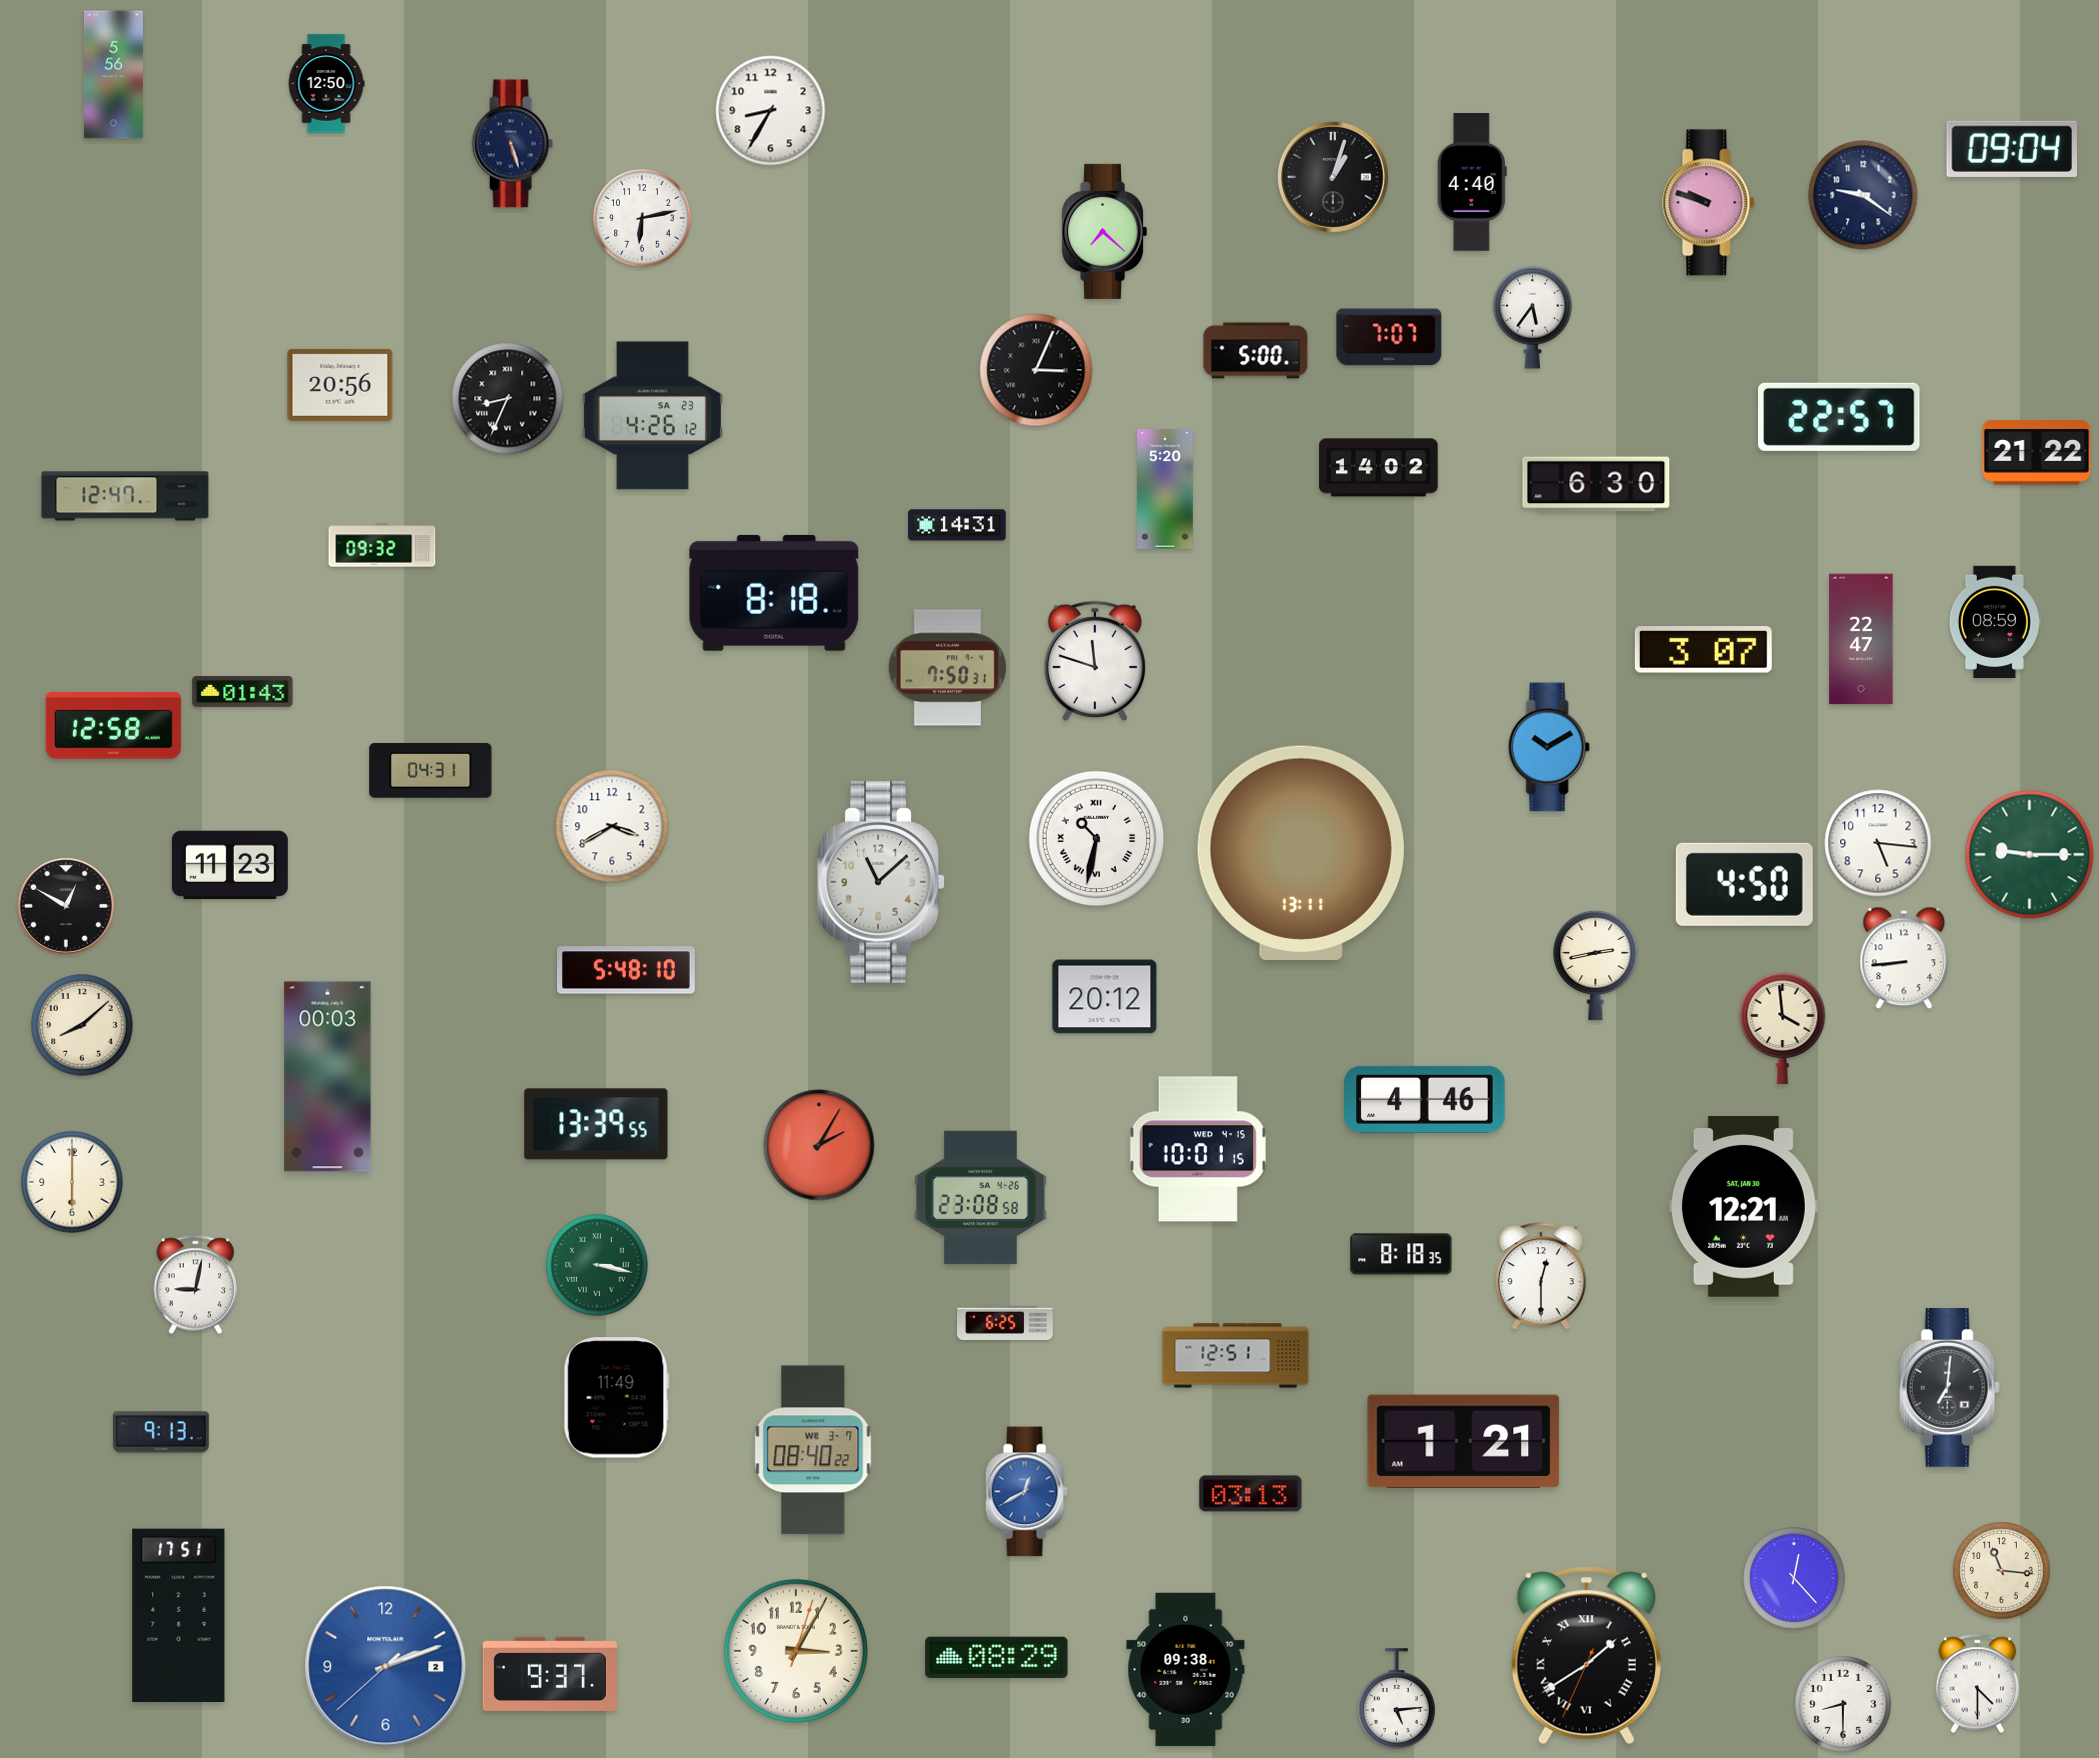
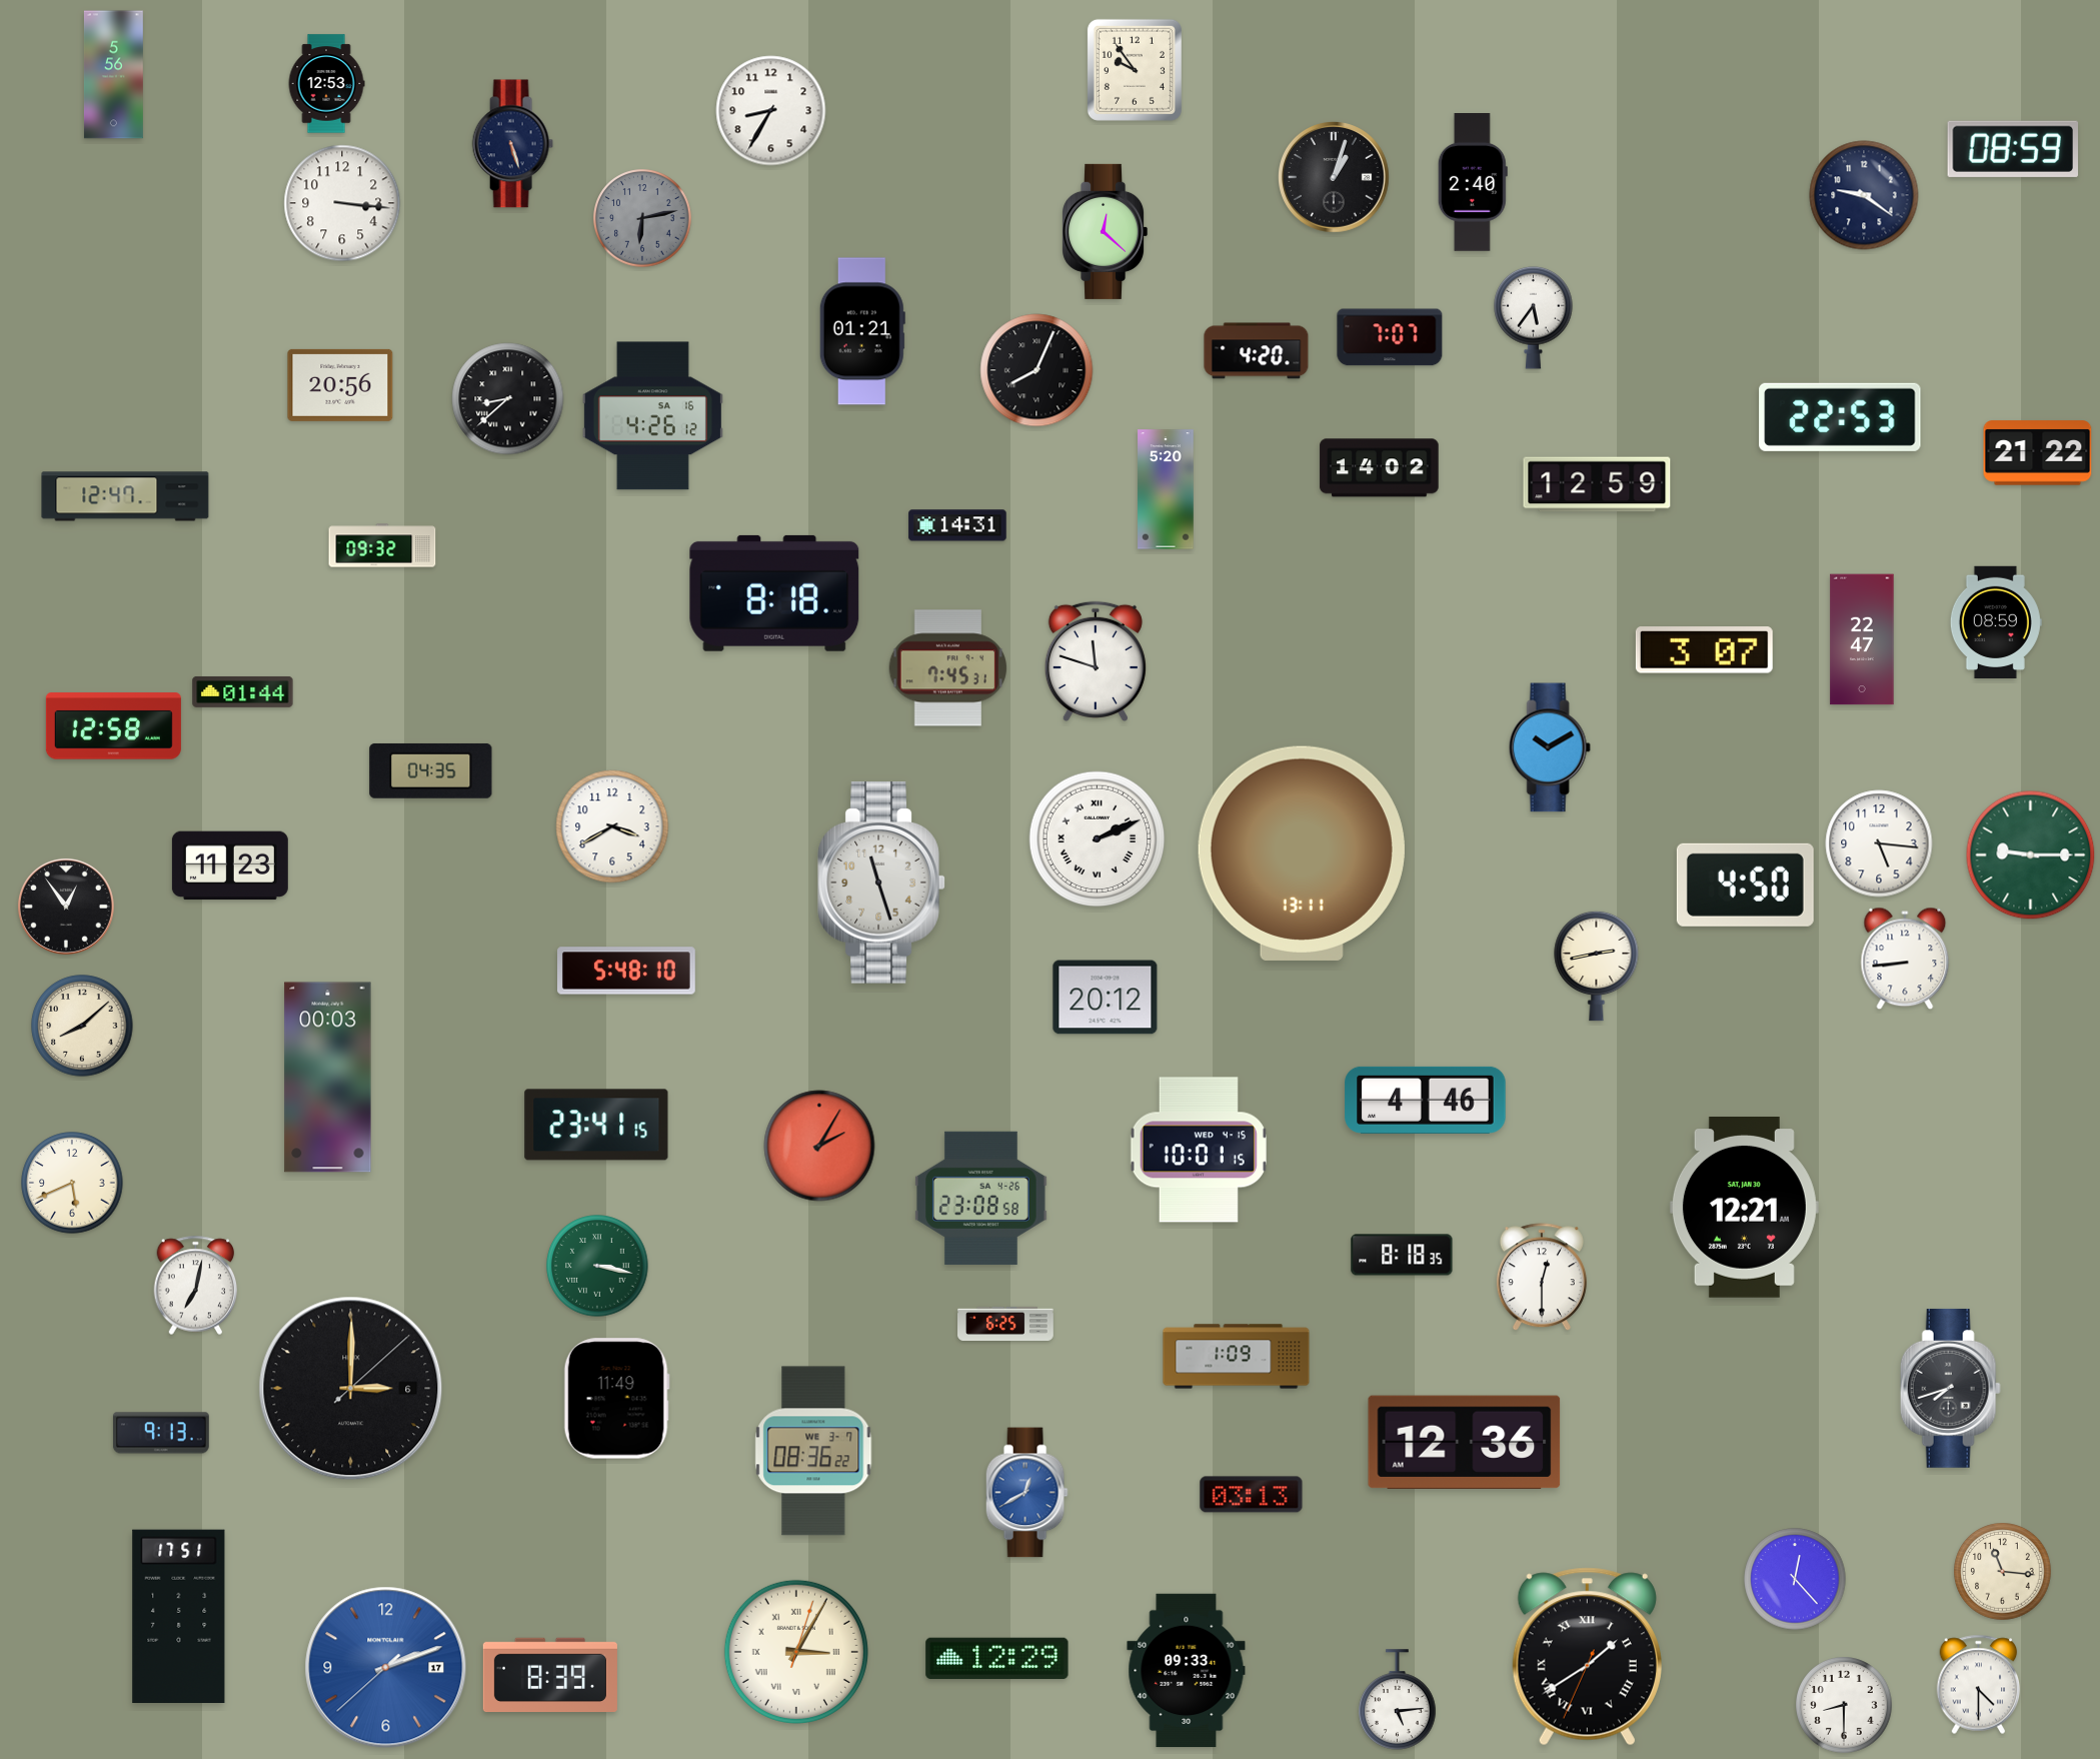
clock at (1135, 70): none -> 9:54
clock at (326, 84): 12:50 -> 12:53
clock at (2012, 149): 09:04 -> 08:59
clock at (1472, 183): 4:40 -> 2:40
clock at (342, 203): none -> 3:16
clock at (1709, 203): 9:48 -> none
clock at (642, 218) dial: white -> grey
clock at (1105, 231): 7:22 -> 12:22
clock at (862, 331): none -> 01:21
clock at (1256, 351): 5:00 -> 4:20
clock at (1036, 370): 3:04 -> 8:04
clock at (508, 399): 8:34 -> 8:38
clock at (652, 416) date: SA 23 -> SA 16
clock at (1839, 417): 22:57 -> 22:53
clock at (1596, 484): 6:30 -> 12:59
clock at (947, 668): 7:50 -> 7:45
clock at (243, 691): 01:43 -> 01:44
clock at (431, 770): 04:31 -> 04:35
clock at (1097, 839): 10:32 -> 2:11
clock at (881, 883): 11:08 -> 11:27
clock at (66, 906): 12:50 -> 12:54
clock at (1783, 1028): 3:59 -> none
clock at (596, 1124): 13:39 -> 23:41
clock at (72, 1182): 6:00 -> 5:41
clock at (196, 1285): 9:02 -> 7:02
clock at (1236, 1356): 12:51 -> 1:09
clock at (1949, 1387): 7:01 -> 7:42
clock at (351, 1389): none -> 3:00
clock at (1464, 1441): 1:21 -> 12:36
clock at (813, 1450): 08:40 -> 08:36
clock at (796, 1651) numerals: Arabic -> Roman
clock at (997, 1658): 08:29 -> 12:29
clock at (386, 1667) date: 2 -> 17
clock at (1186, 1670): 09:38 -> 09:33
clock at (550, 1673): 9:37 -> 8:39
